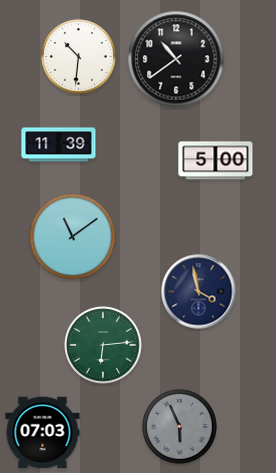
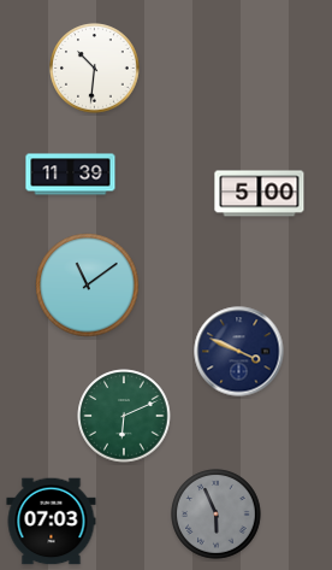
clock at (176, 59): 10:39 -> none
clock at (199, 292): 3:58 -> 3:49
clock at (103, 345): 6:14 -> 6:11
